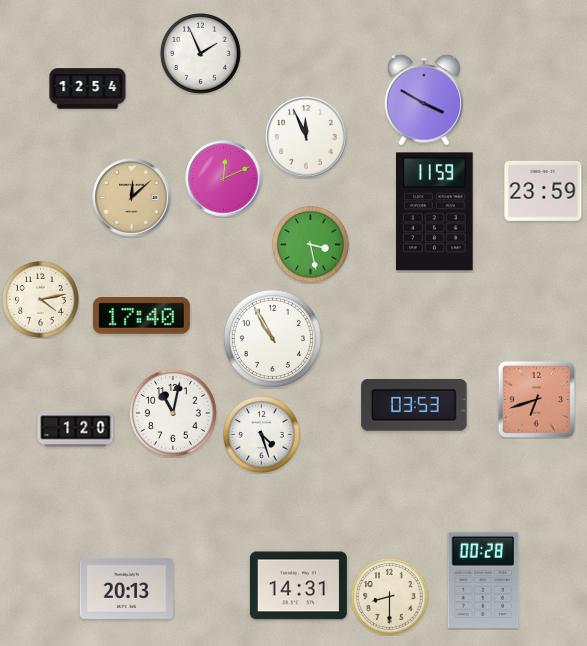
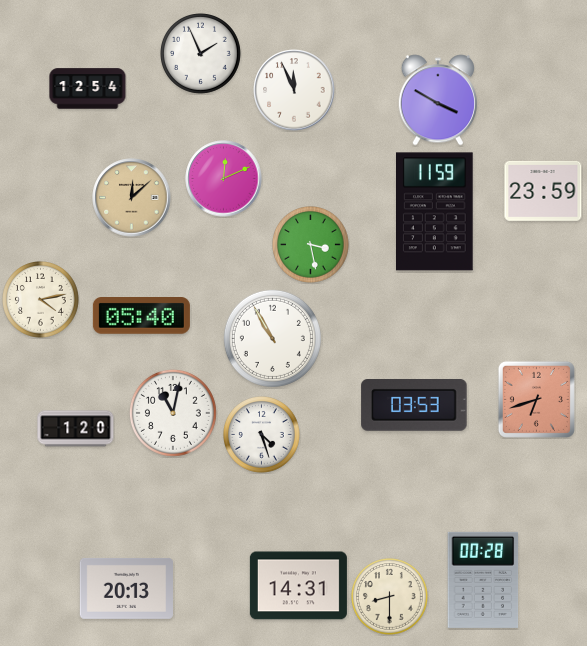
clock at (423, 100) position: (423, 100) -> (437, 100)
clock at (306, 137) position: (306, 137) -> (294, 90)
clock at (141, 316): 17:40 -> 05:40
